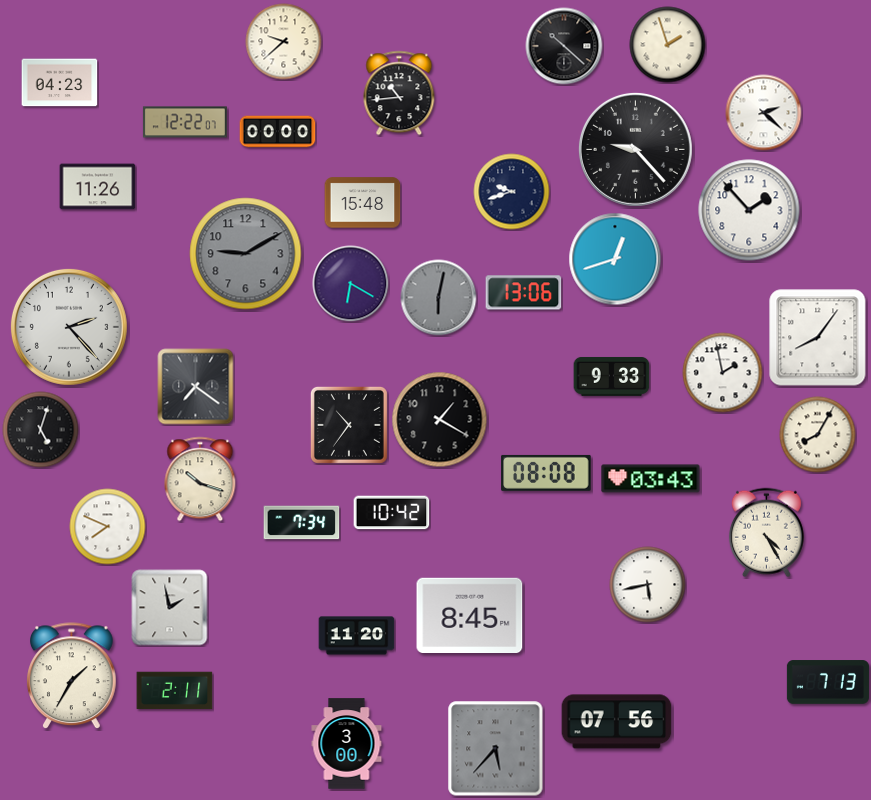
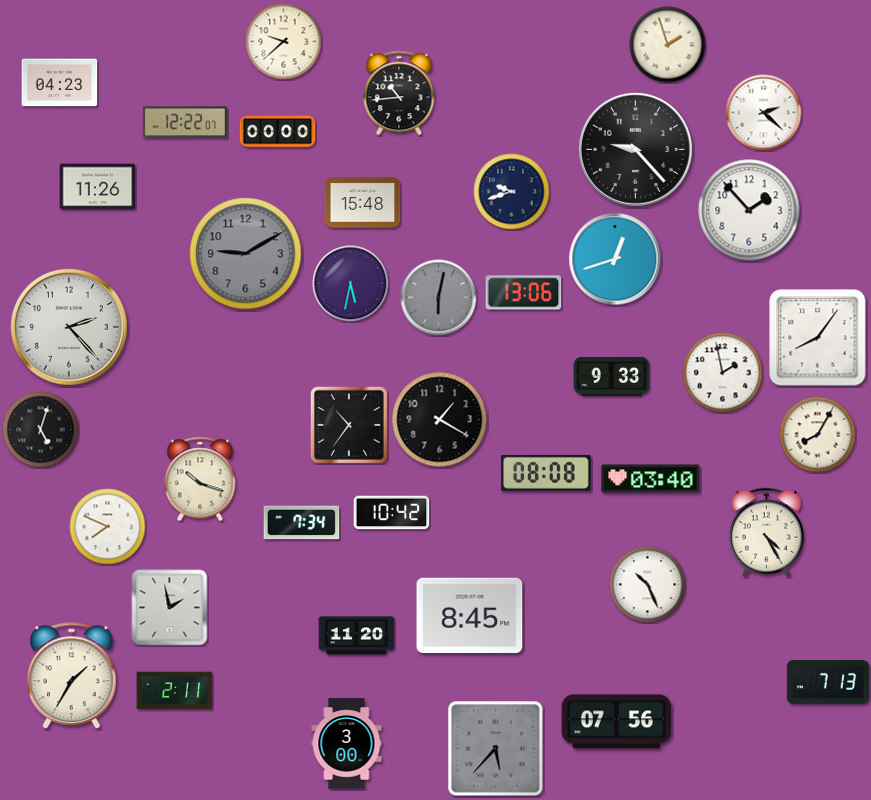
clock at (564, 46): 10:22 -> none
clock at (351, 284): 6:20 -> 5:32
clock at (196, 387): 7:21 -> none
clock at (651, 479): 03:43 -> 03:40
clock at (648, 585): 5:43 -> 10:26
